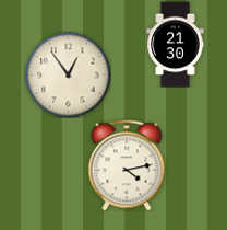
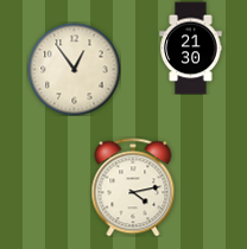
clock at (68, 74) position: (68, 74) -> (74, 69)
clock at (127, 165) position: (127, 165) -> (133, 187)
